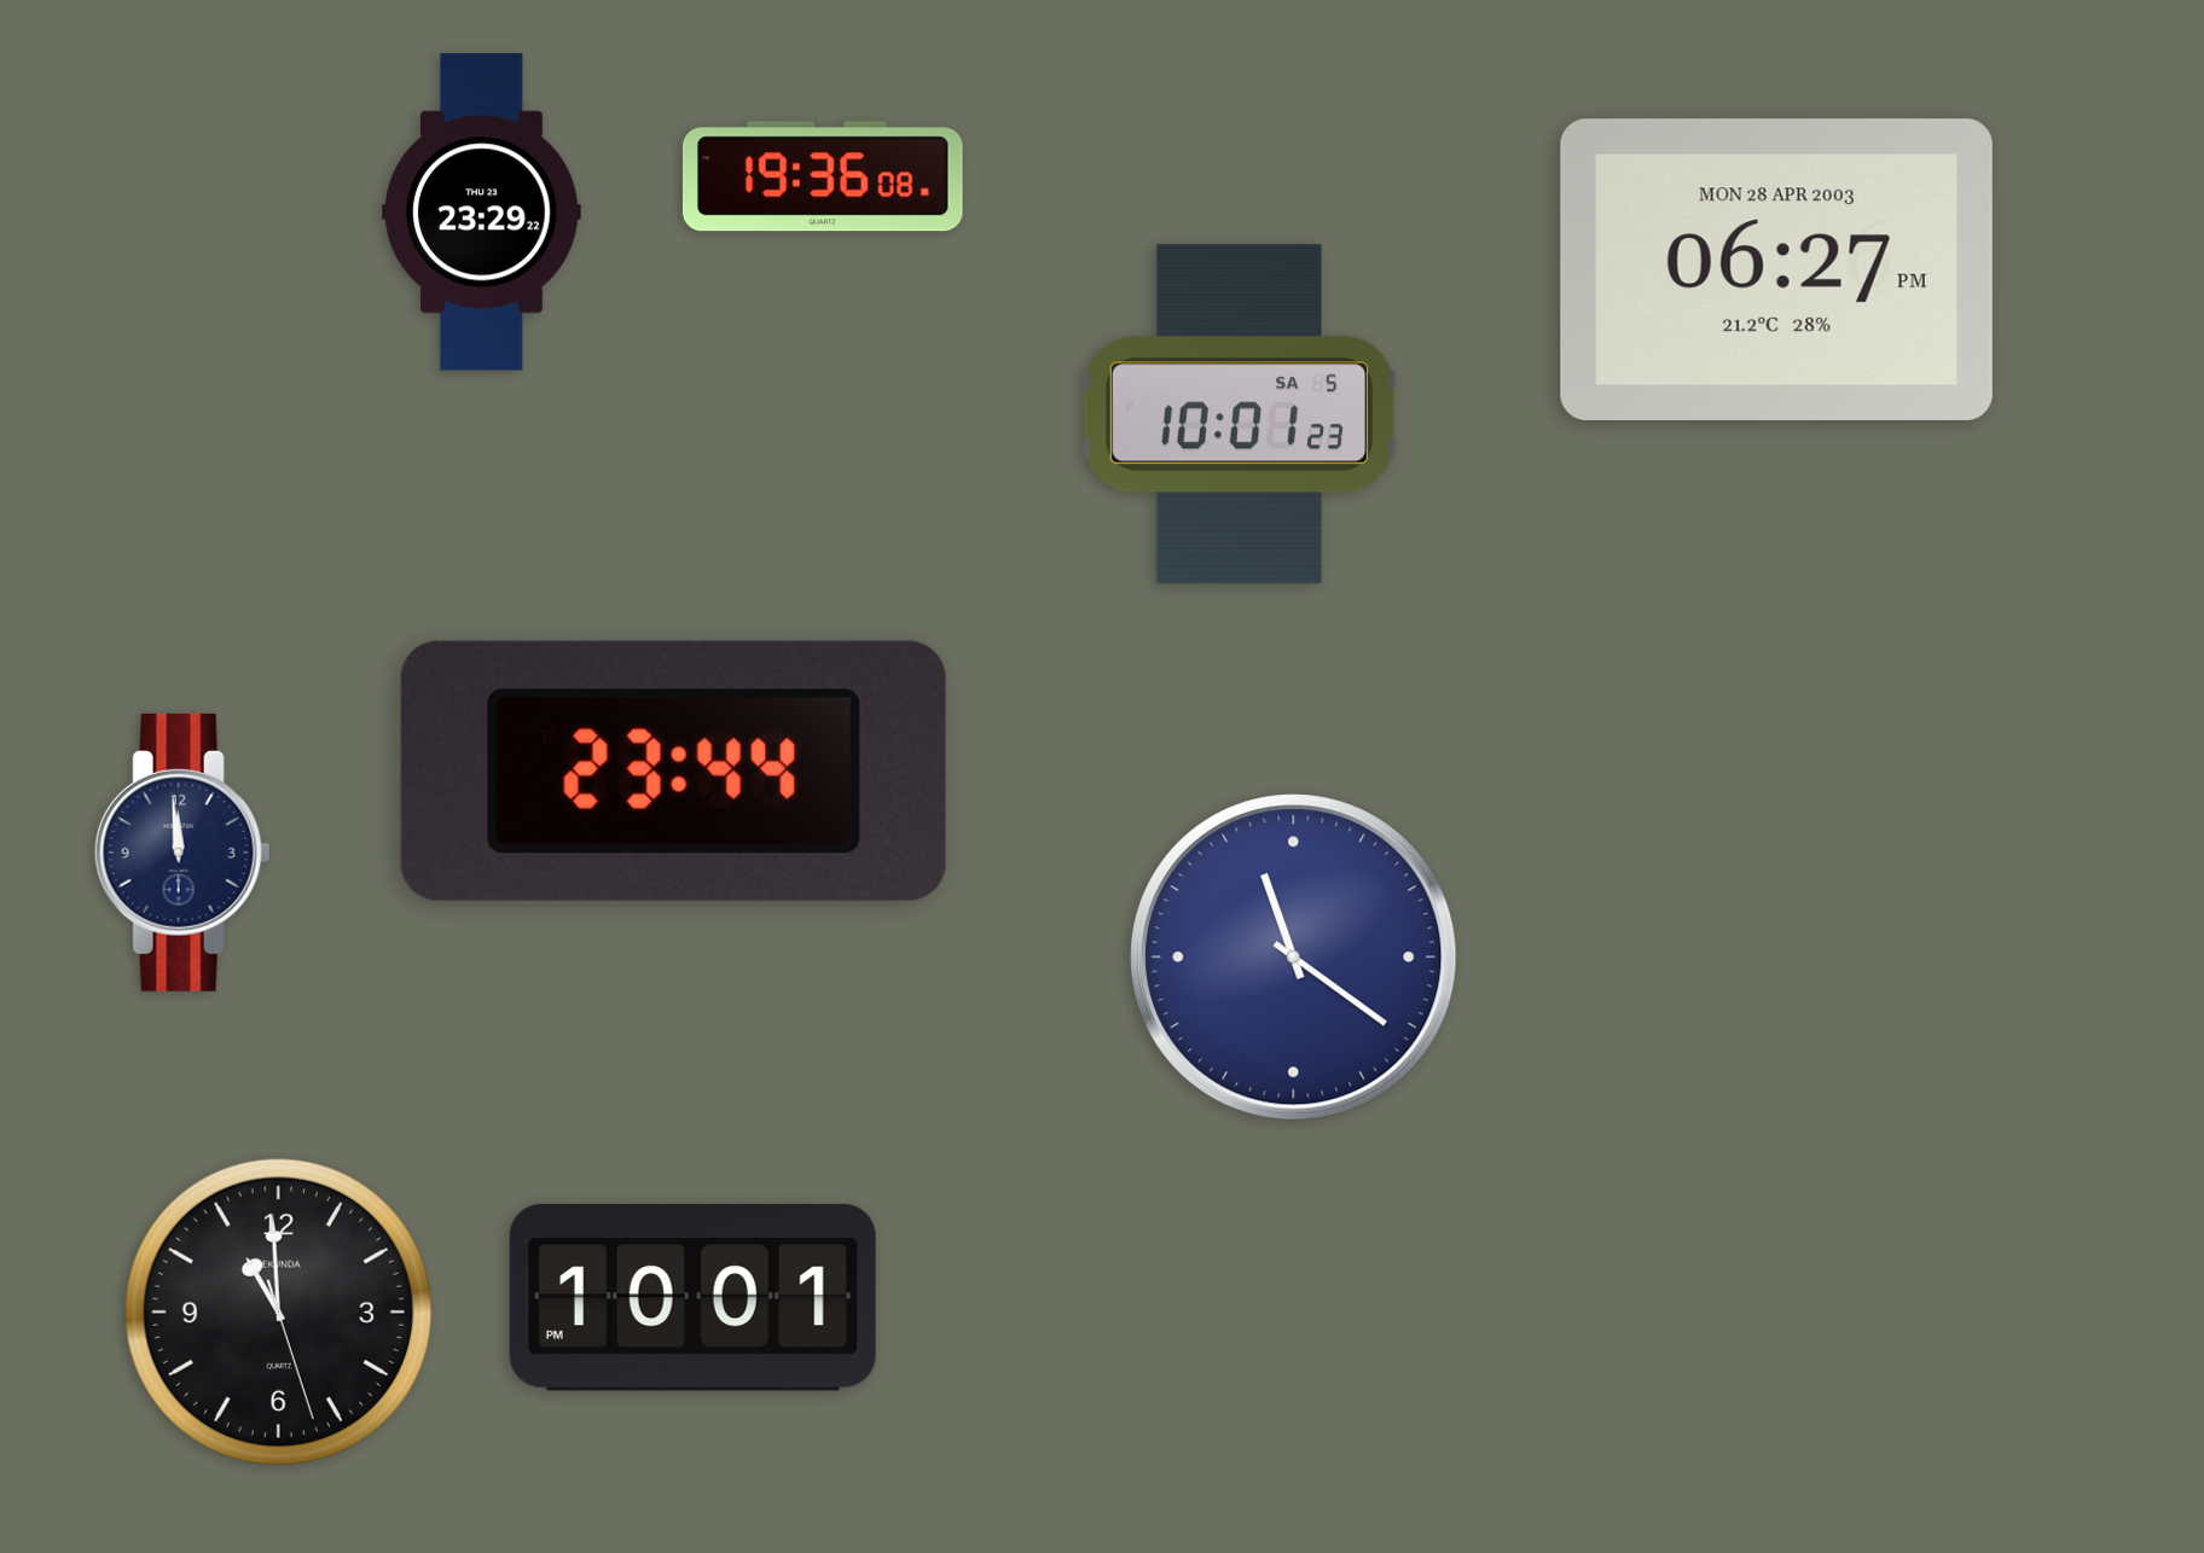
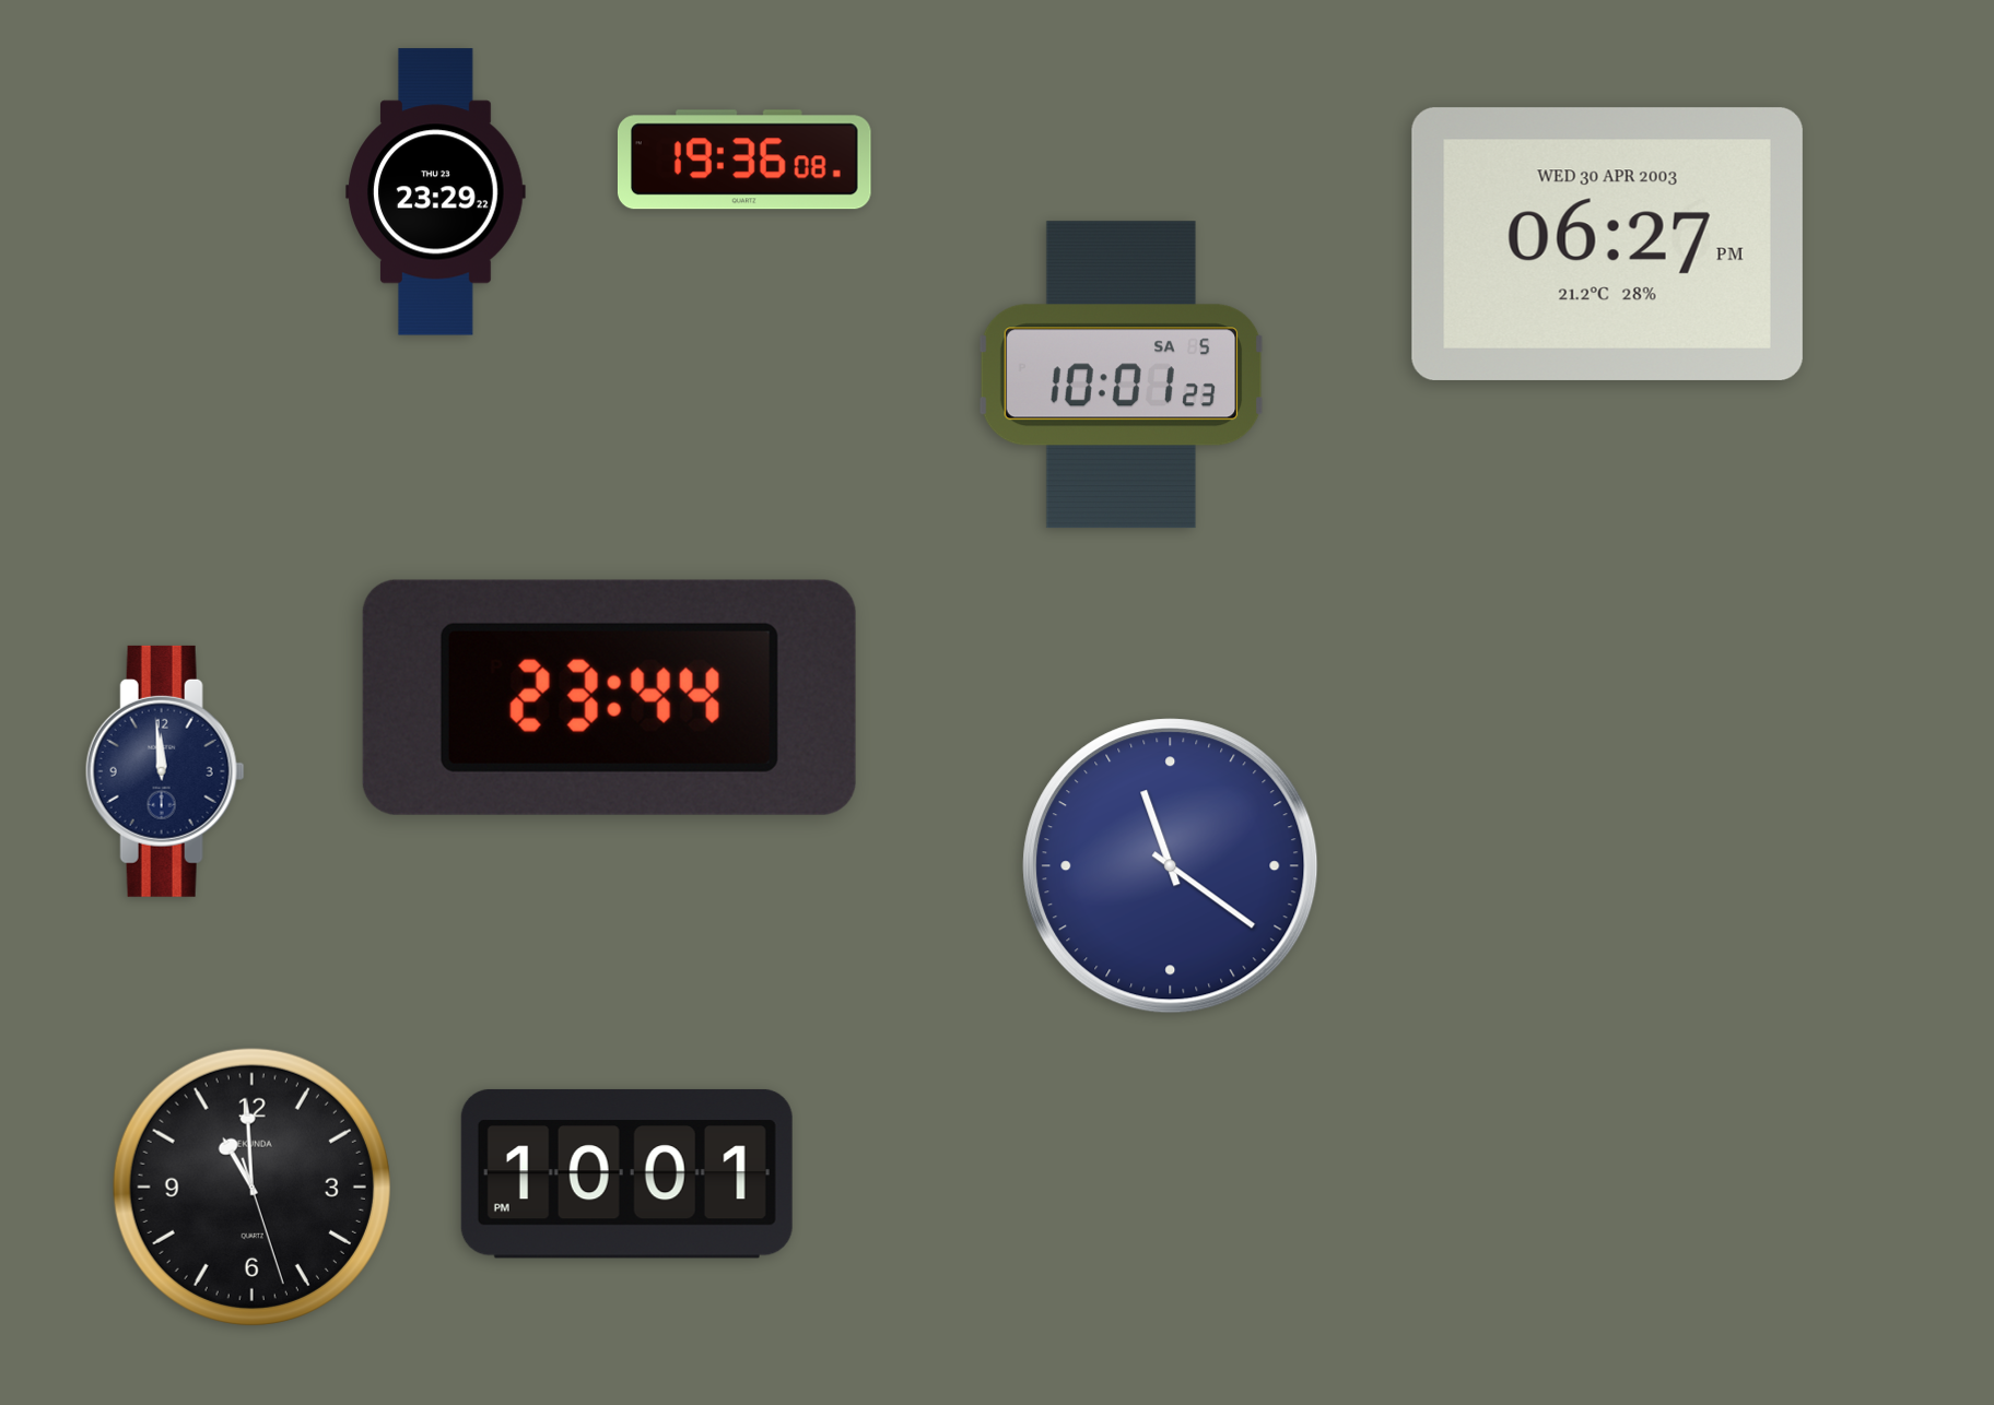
clock at (1776, 269) date: MON 28 APR 2003 -> WED 30 APR 2003
